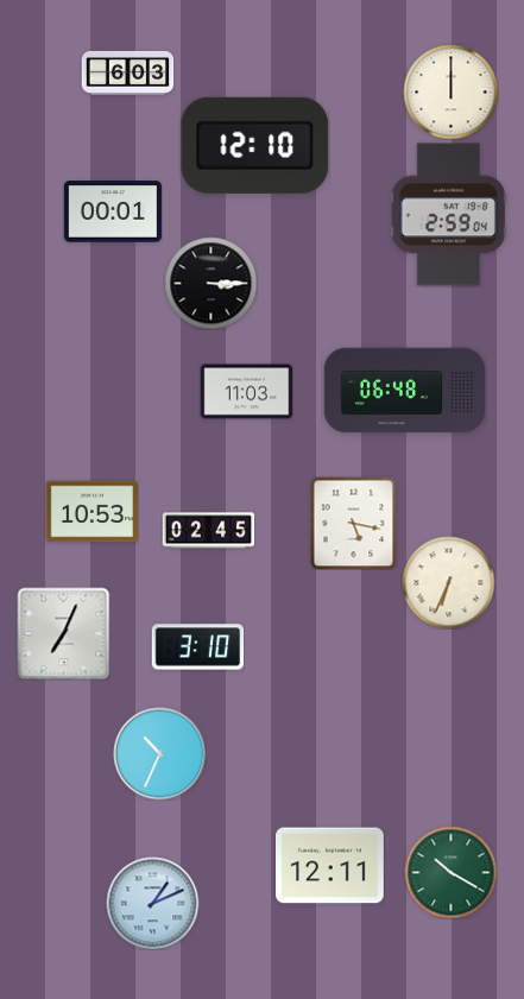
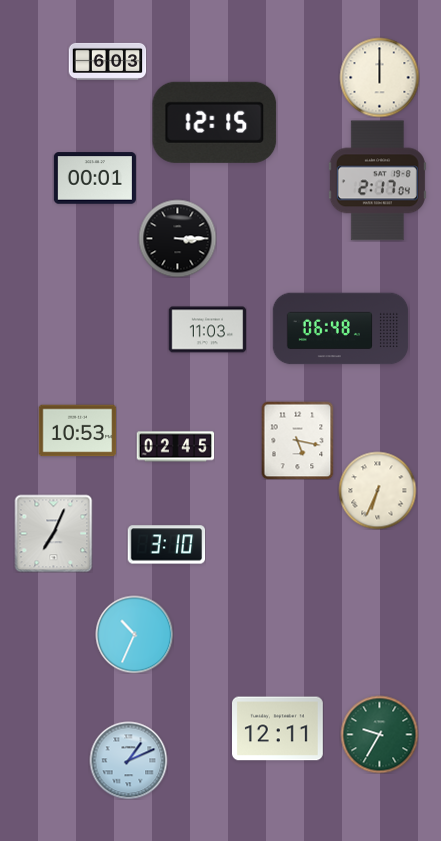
clock at (255, 145): 12:10 -> 12:15
clock at (448, 215): 2:59 -> 2:17
clock at (450, 872): 10:20 -> 9:35
